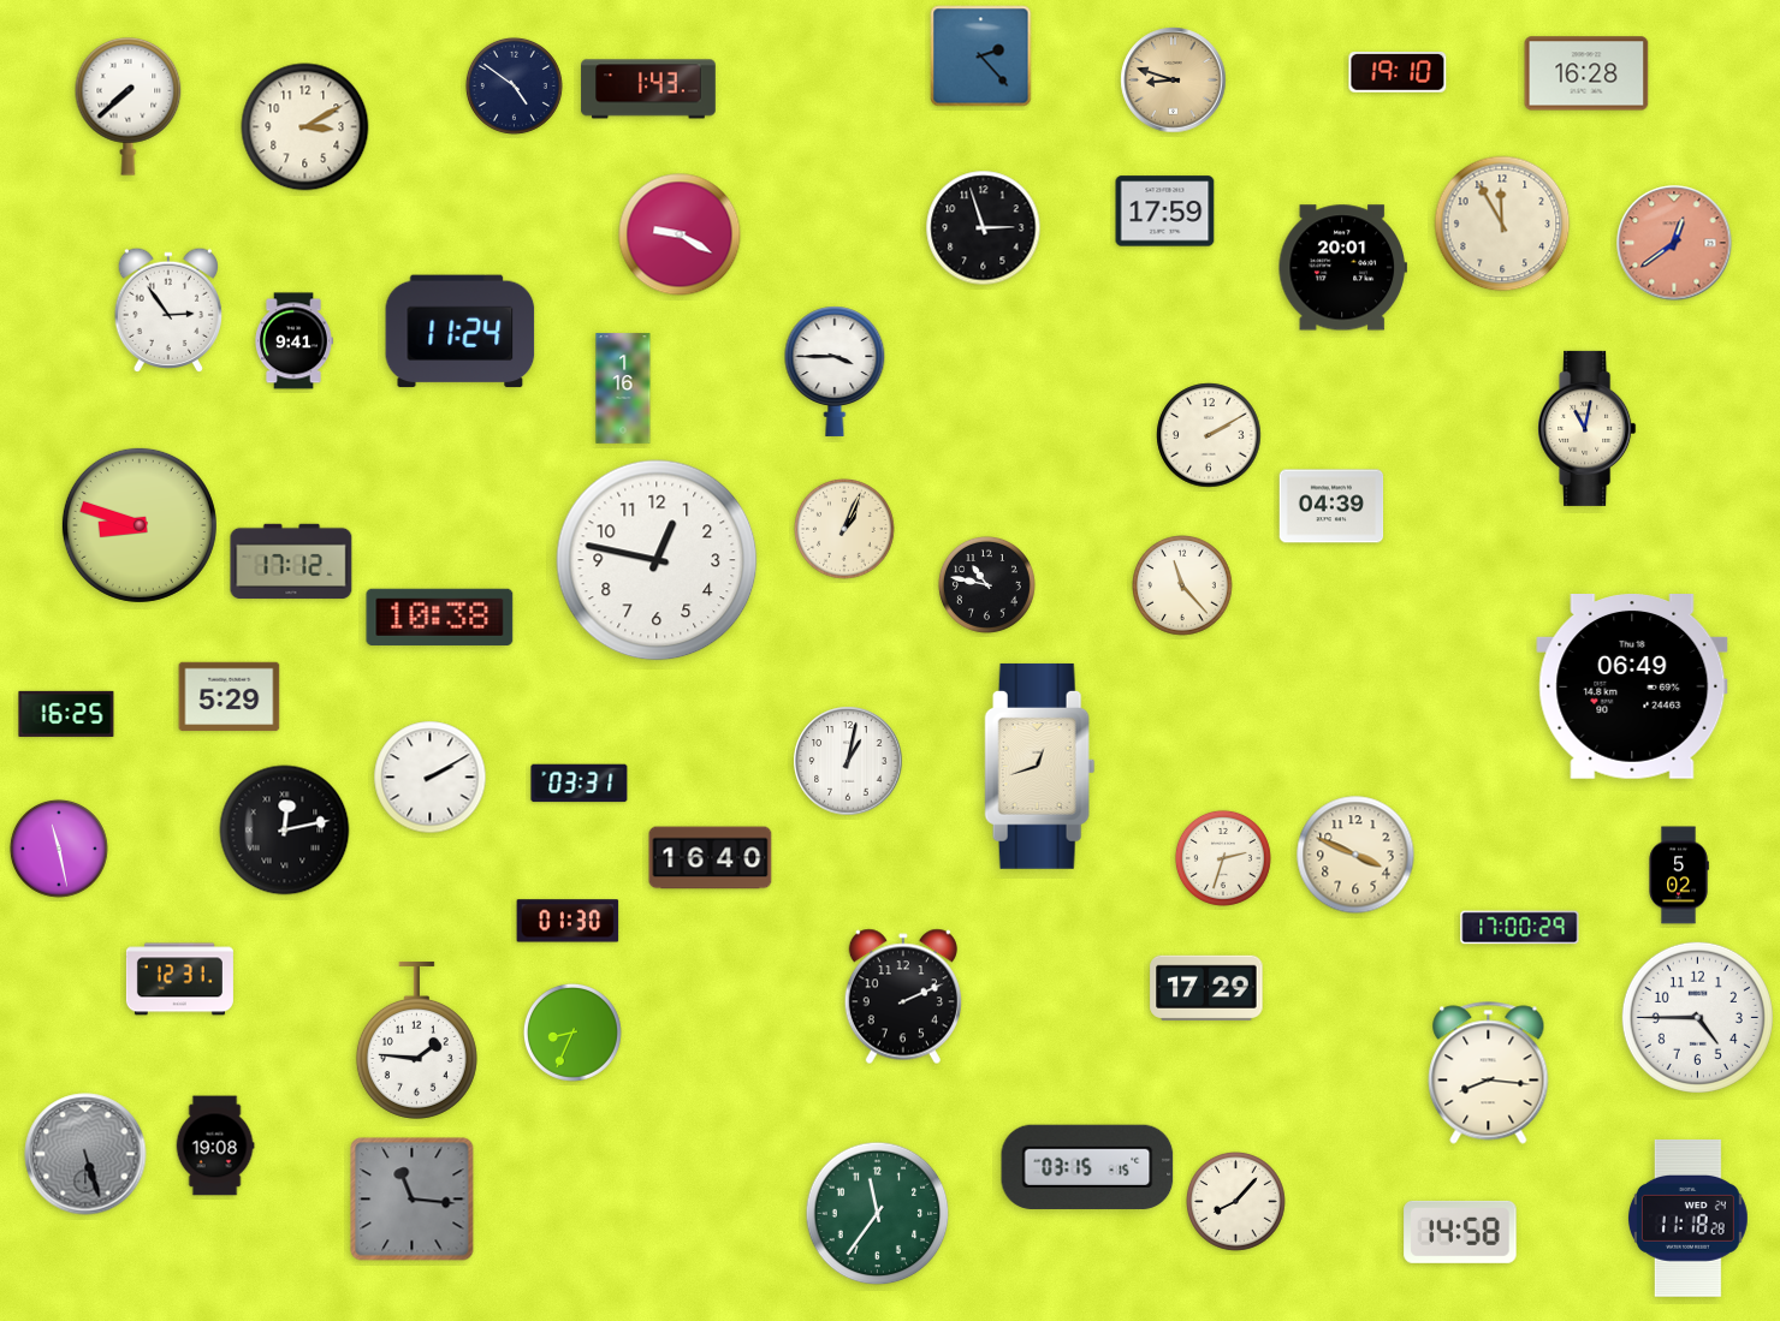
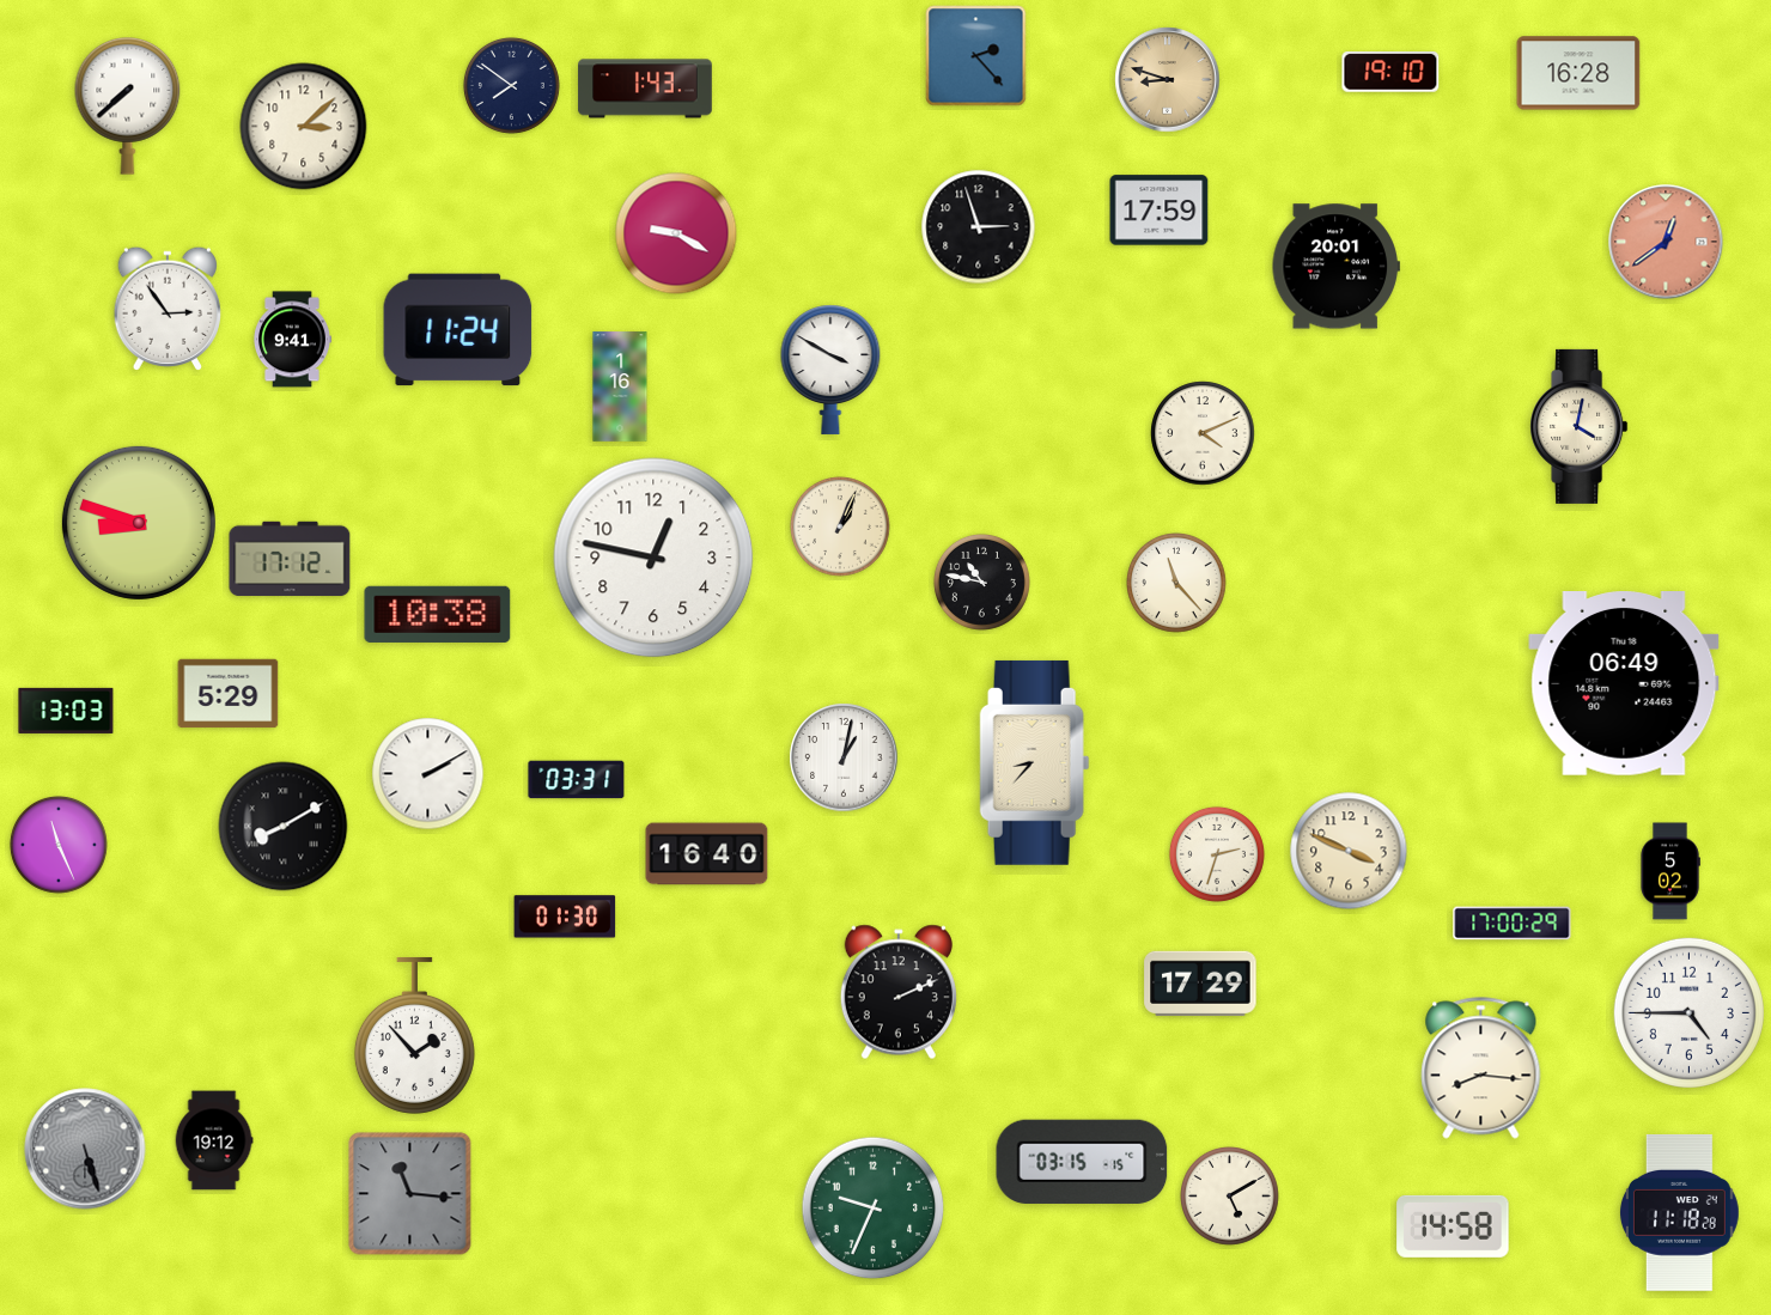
clock at (514, 85): 4:51 -> 7:51
clock at (305, 127): 3:10 -> 3:08
clock at (1502, 224): 11:55 -> none
clock at (835, 371): 3:45 -> 3:50
clock at (1588, 428): 11:02 -> 4:02
clock at (1209, 435): 2:10 -> 4:11
clock at (1331, 506): 04:39 -> none
clock at (66, 714): 16:25 -> 13:03
clock at (1040, 766): 12:42 -> 8:37
clock at (285, 831): 12:13 -> 8:10
clock at (59, 849): 11:28 -> 11:26
clock at (179, 980): 12:31 -> none
clock at (572, 1033): 8:34 -> none
clock at (416, 1040): 1:46 -> 1:53
clock at (215, 1146): 19:08 -> 19:12
clock at (1236, 1202): 8:07 -> 5:10
clock at (878, 1214): 11:36 -> 9:34
